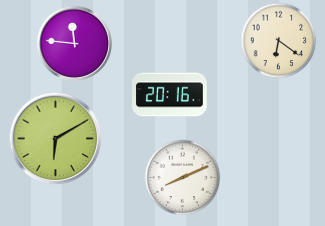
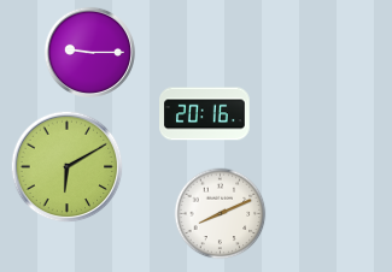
clock at (279, 41): 6:21 -> none
clock at (74, 43): 11:46 -> 9:15
